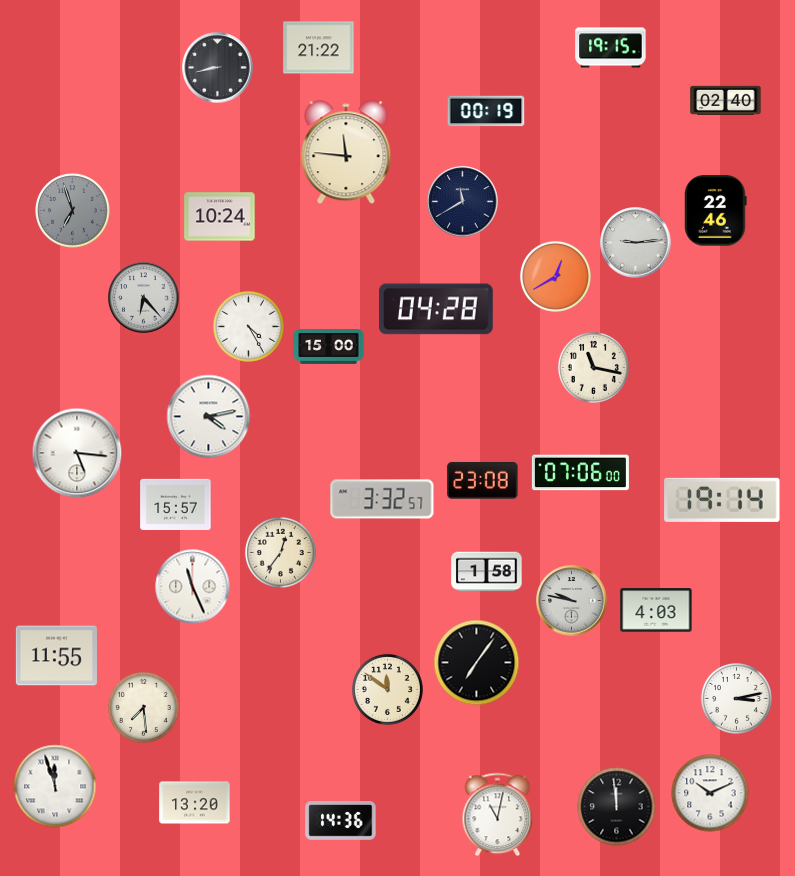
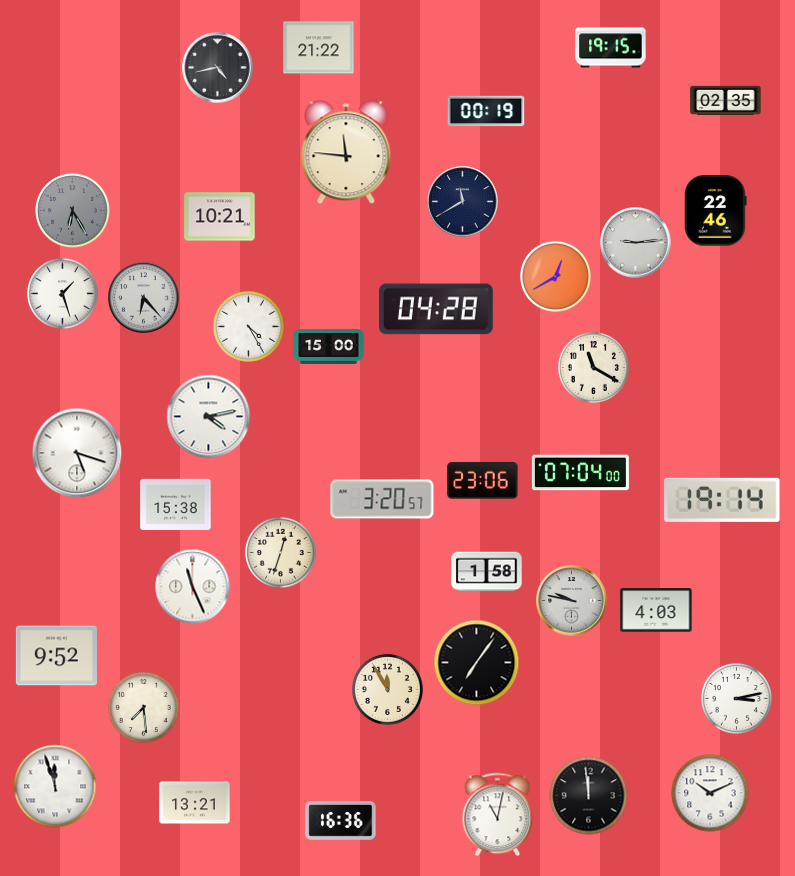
clock at (218, 68): 8:43 -> 4:43
clock at (726, 100): 02:40 -> 02:35
clock at (73, 211): 6:57 -> 6:25
clock at (220, 217): 10:24 -> 10:21
clock at (62, 293): none -> 1:27
clock at (593, 367): 11:17 -> 11:20
clock at (77, 453): 5:16 -> 5:18
clock at (580, 473): 07:06 -> 07:04
clock at (483, 480): 23:08 -> 23:06
clock at (382, 499): 3:32 -> 3:20
clock at (176, 504): 15:57 -> 15:38
clock at (280, 552): 12:36 -> 12:33
clock at (56, 656): 11:55 -> 9:52
clock at (387, 689): 11:51 -> 11:55
clock at (195, 803): 13:20 -> 13:21
clock at (617, 807) position: (617, 807) -> (589, 796)
clock at (341, 821): 14:36 -> 16:36
